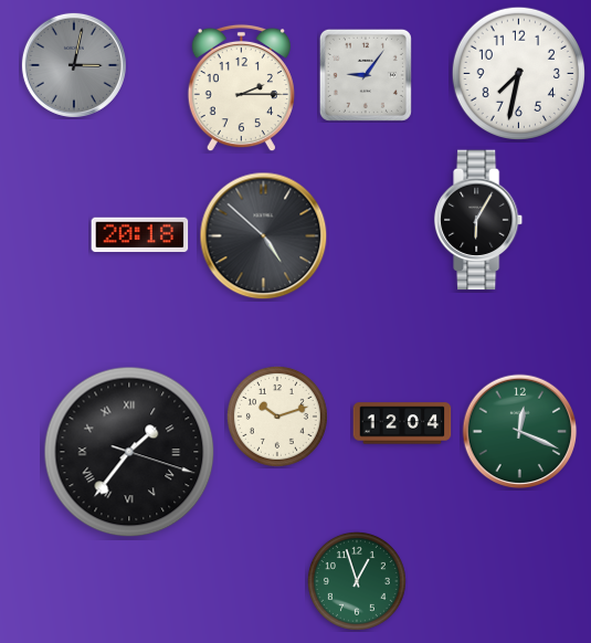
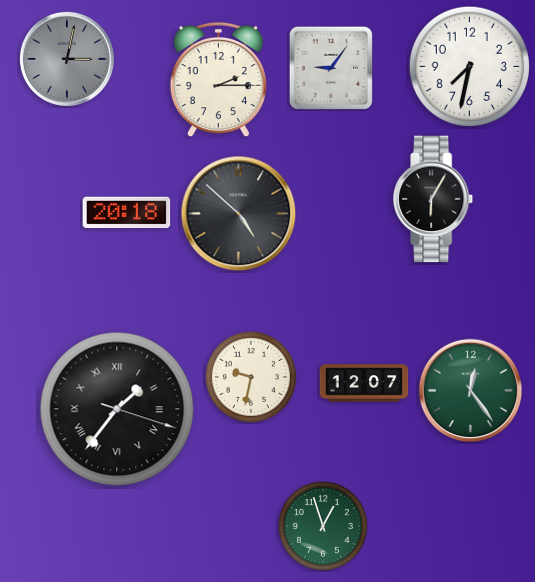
clock at (277, 417): 10:12 -> 9:32
clock at (402, 423): 12:04 -> 12:07
clock at (520, 432): 12:19 -> 12:24
